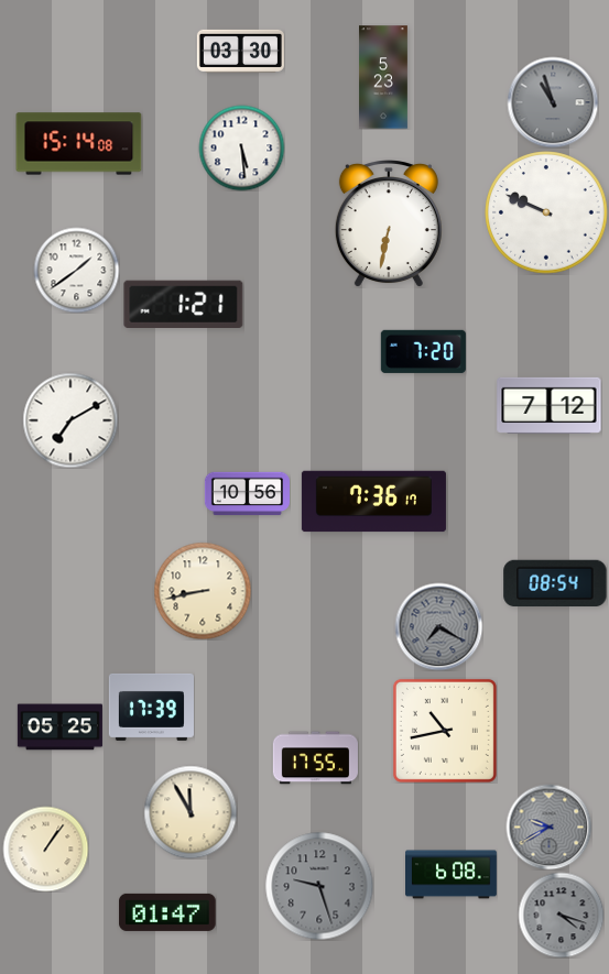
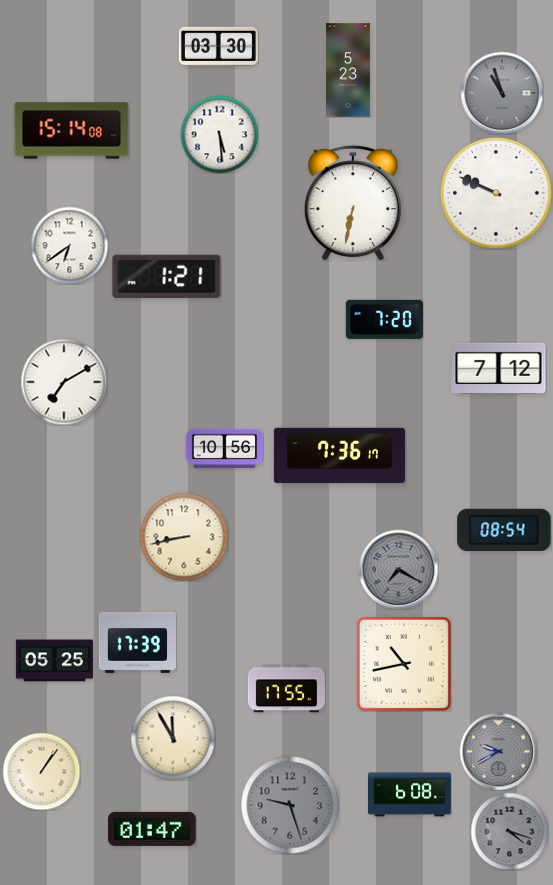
clock at (76, 270): 1:39 -> 6:39
